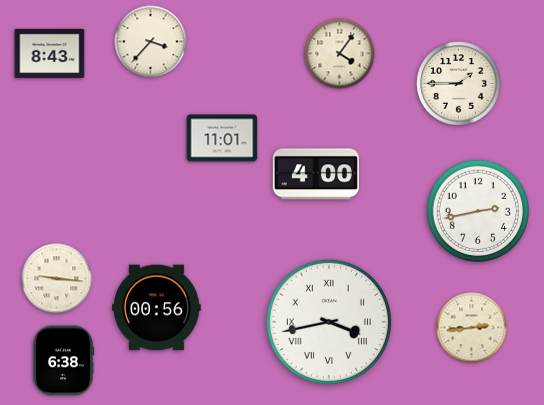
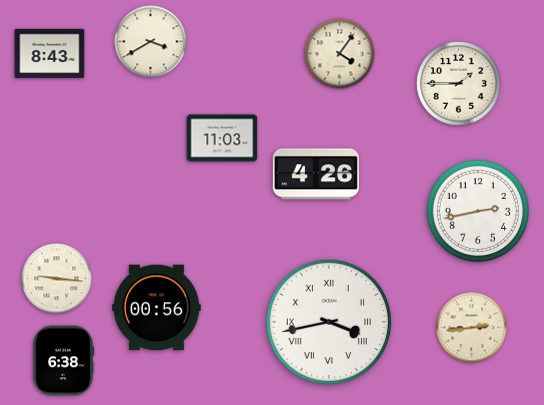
clock at (151, 42): 3:37 -> 3:40
clock at (222, 138): 11:01 -> 11:03
clock at (316, 174): 4:00 -> 4:26
